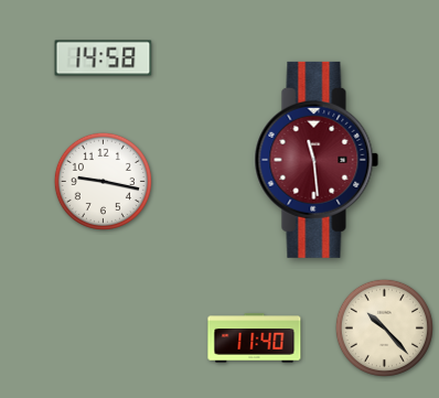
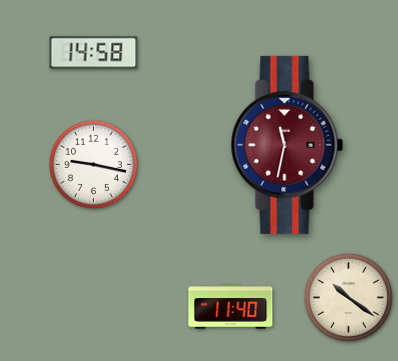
clock at (317, 160): 11:29 -> 11:32
clock at (384, 327): 10:23 -> 10:21
